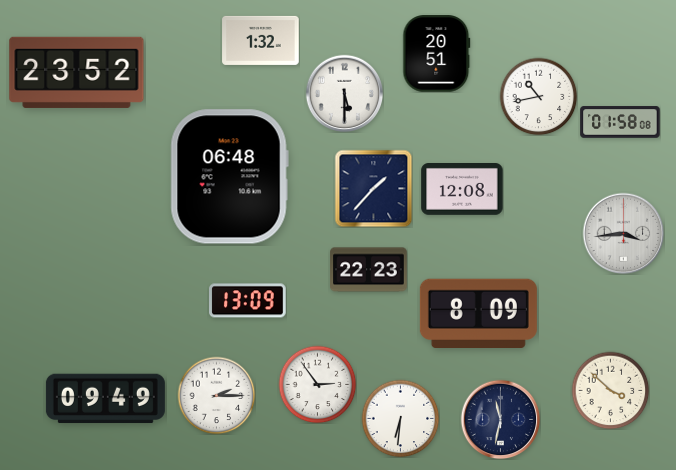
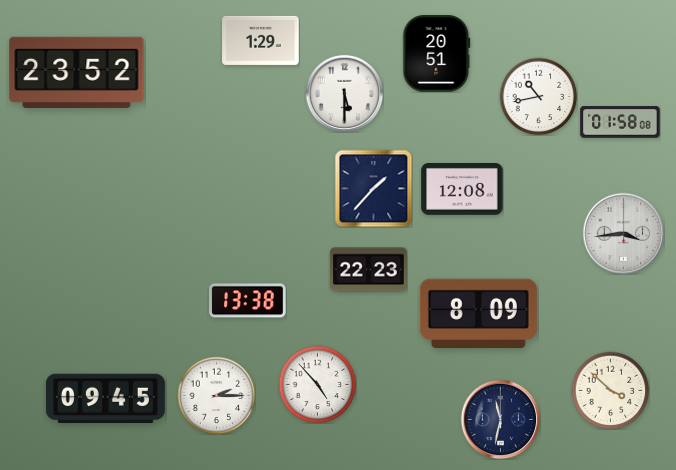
clock at (261, 40): 1:32 -> 1:29
clock at (229, 177): 06:48 -> none
clock at (248, 301): 13:09 -> 13:38
clock at (317, 384): 2:54 -> 4:53
clock at (105, 399): 09:49 -> 09:45
clock at (400, 418): 6:31 -> none
